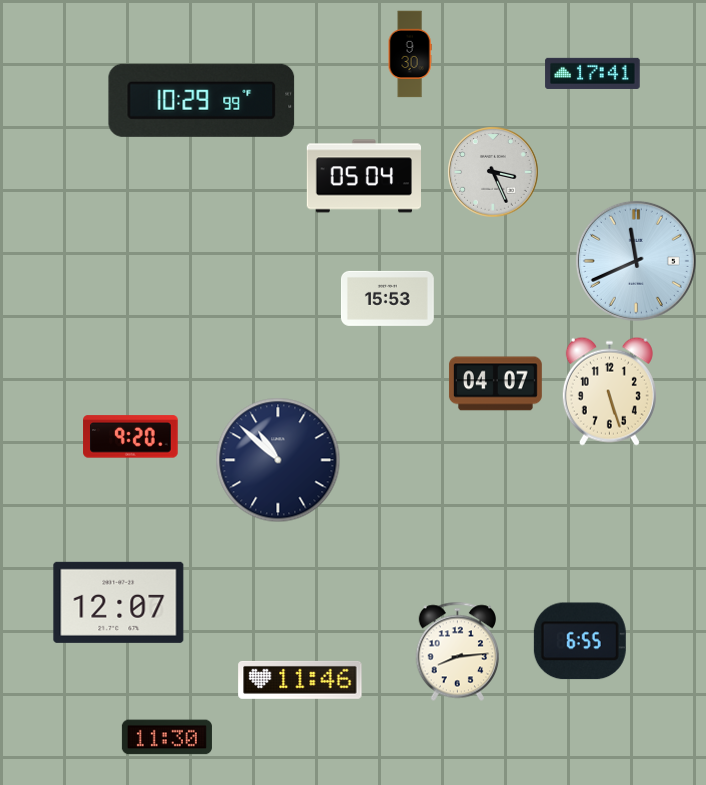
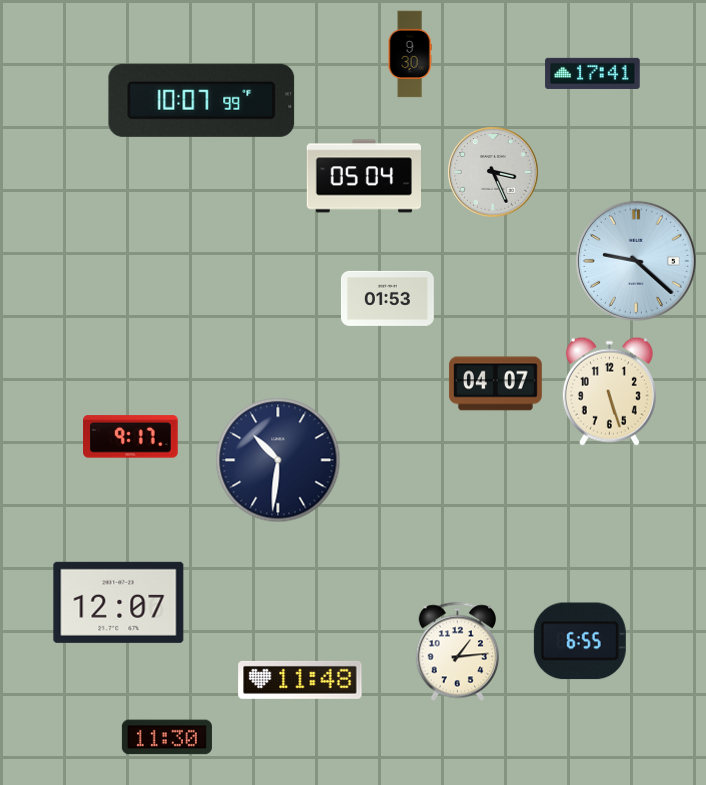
clock at (202, 100): 10:29 -> 10:07
clock at (636, 261): 11:41 -> 9:22
clock at (387, 298): 15:53 -> 01:53
clock at (131, 437): 9:20 -> 9:17
clock at (278, 460): 10:52 -> 10:31
clock at (457, 652): 8:14 -> 1:14
clock at (300, 680): 11:46 -> 11:48
